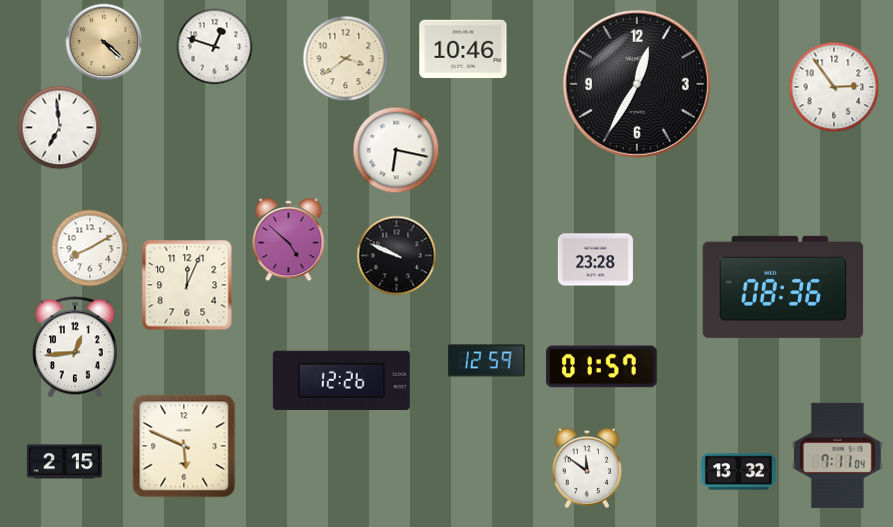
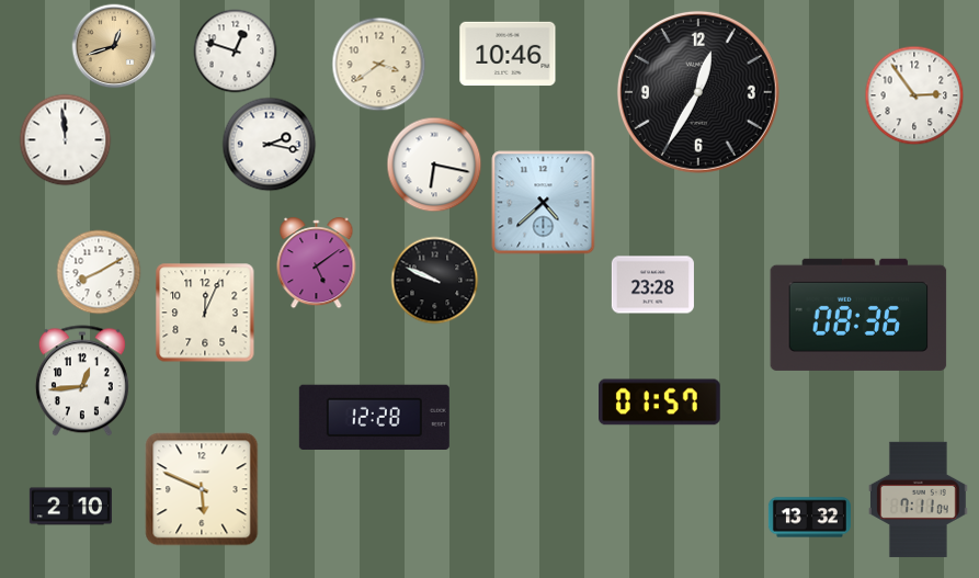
clock at (104, 42): 4:22 -> 12:42
clock at (60, 128): 6:59 -> 11:59
clock at (270, 145): none -> 2:17
clock at (544, 203): none -> 4:38
clock at (289, 240): 4:52 -> 5:09
clock at (486, 361): 12:59 -> none
clock at (341, 380): 12:26 -> 12:28
clock at (64, 462): 2:15 -> 2:10
clock at (587, 468): 11:51 -> none
